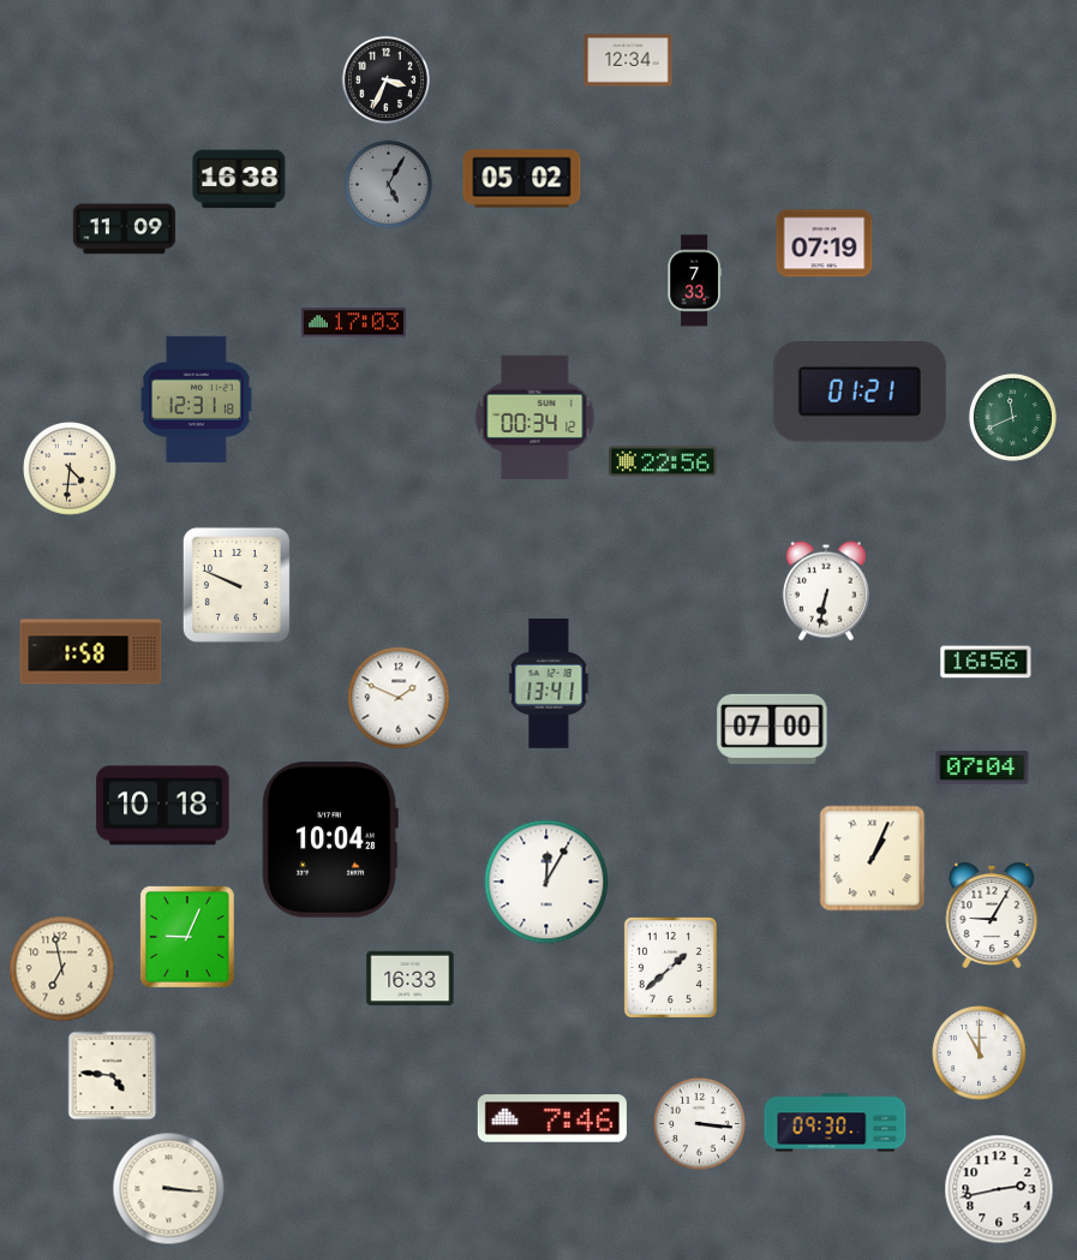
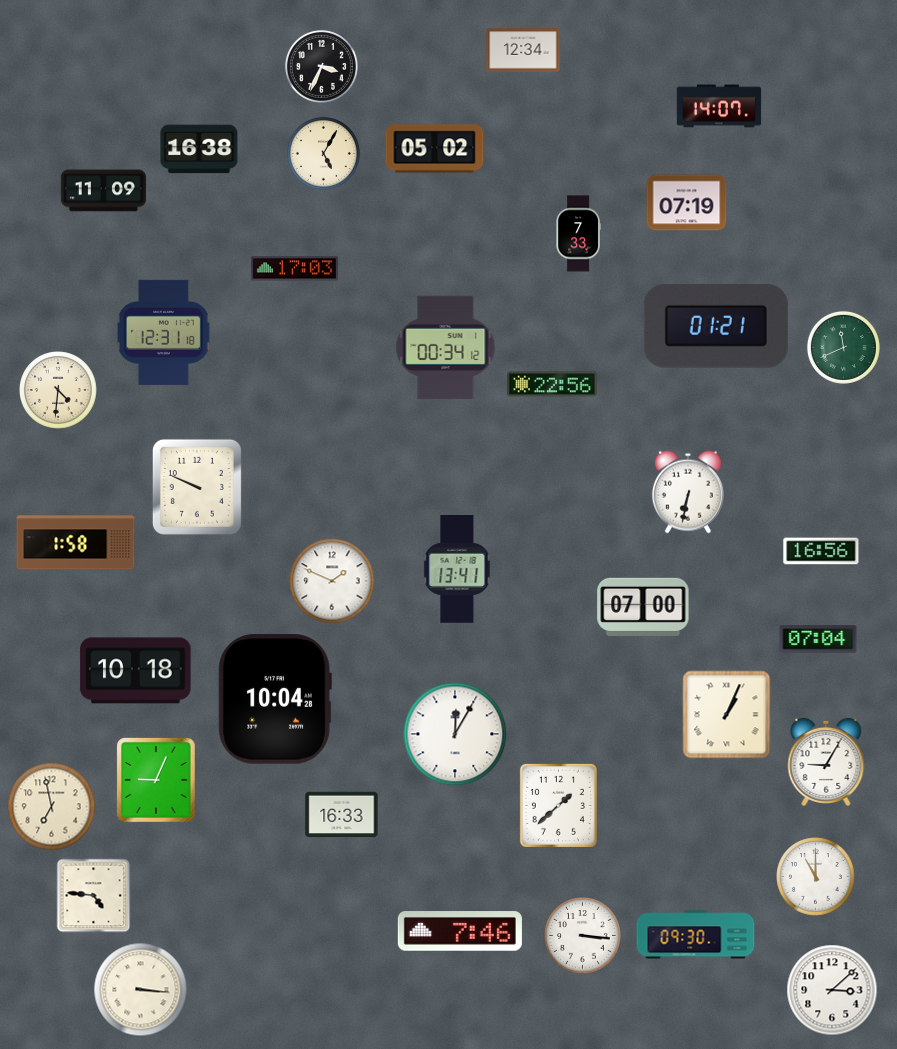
clock at (719, 106): none -> 14:07
clock at (388, 184) dial: grey -> cream
clock at (999, 1189): 2:43 -> 3:08
